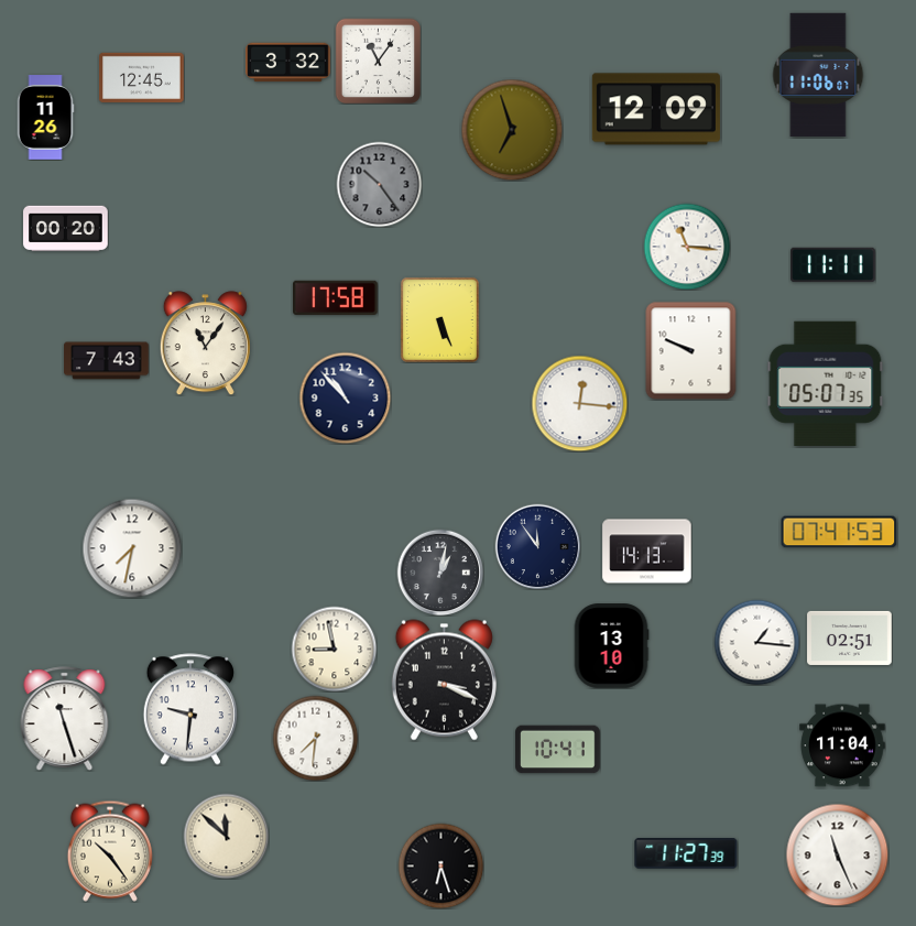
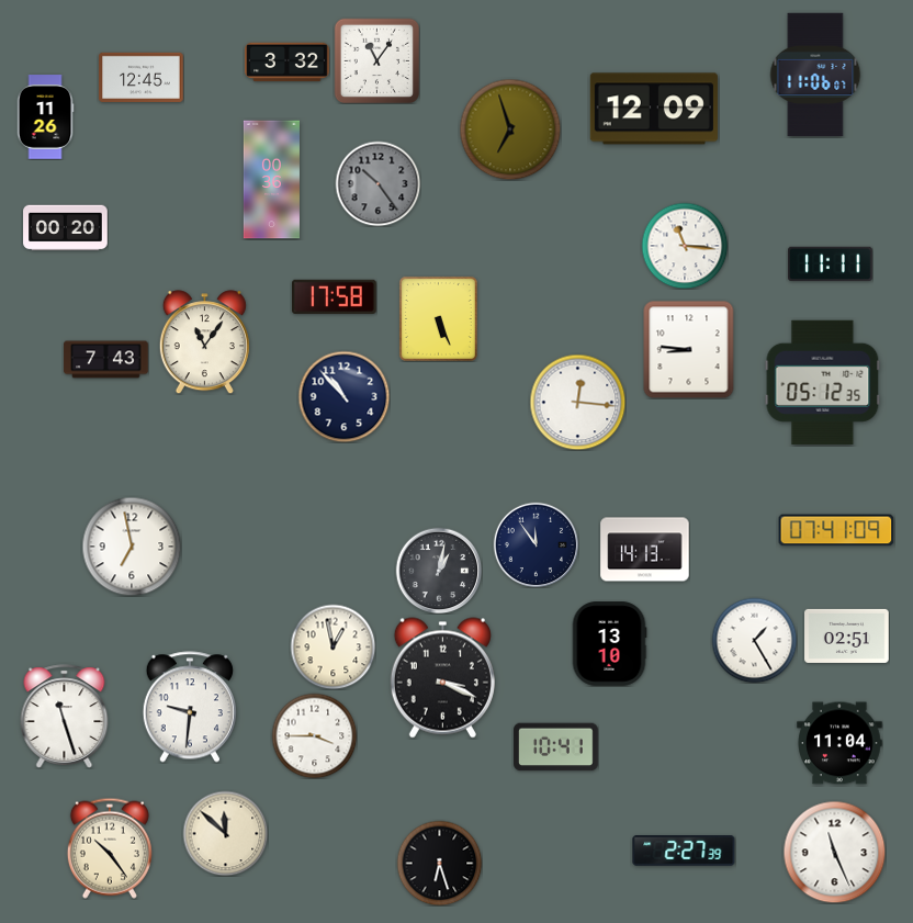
clock at (271, 180): none -> 00:36
clock at (691, 350): 9:49 -> 8:46
clock at (826, 383): 05:07 -> 05:12
clock at (839, 532): 07:41:53 -> 07:41:09
clock at (132, 548): 7:32 -> 6:58
clock at (756, 642): 1:16 -> 1:25
clock at (334, 649): 8:58 -> 12:58
clock at (315, 738): 7:31 -> 3:45
clock at (686, 854): 11:27 -> 2:27
